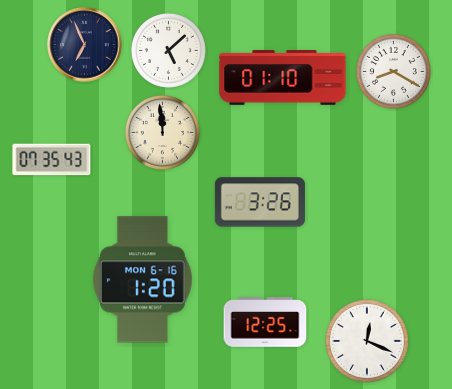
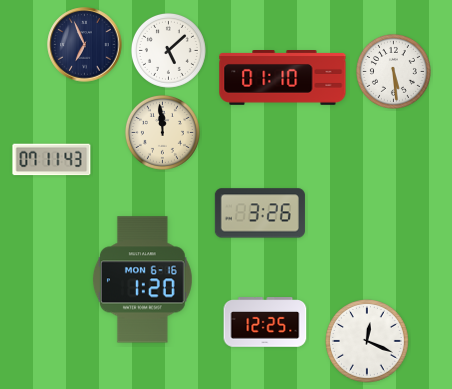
clock at (393, 71): 8:20 -> 5:29
clock at (52, 160): 07:35 -> 07:11
clock at (260, 202) position: (260, 202) -> (260, 213)
